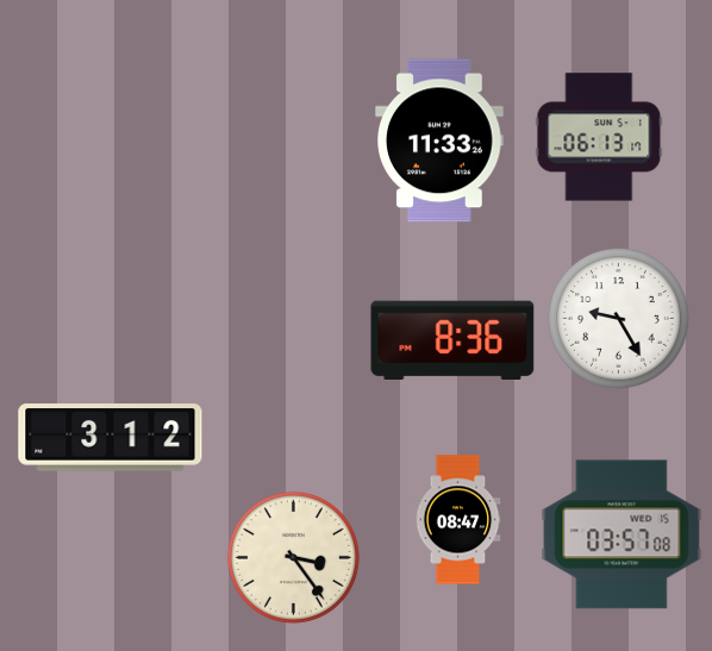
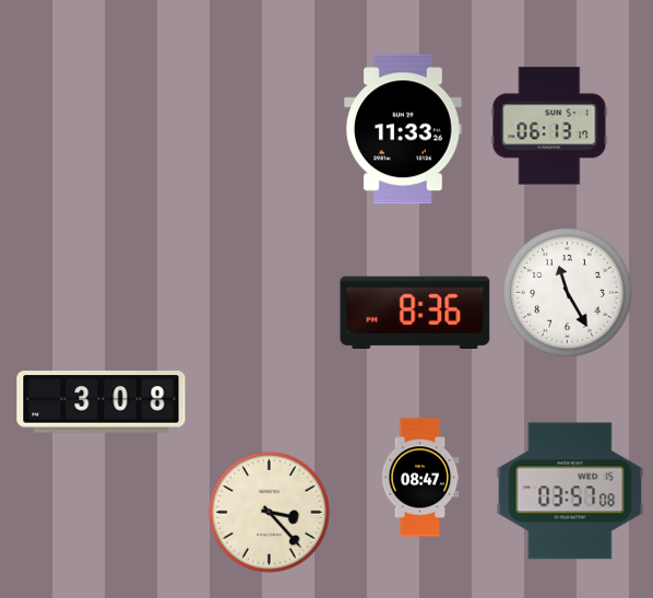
clock at (619, 319): 9:25 -> 11:25
clock at (111, 438): 3:12 -> 3:08
clock at (293, 557): 3:24 -> 3:23
